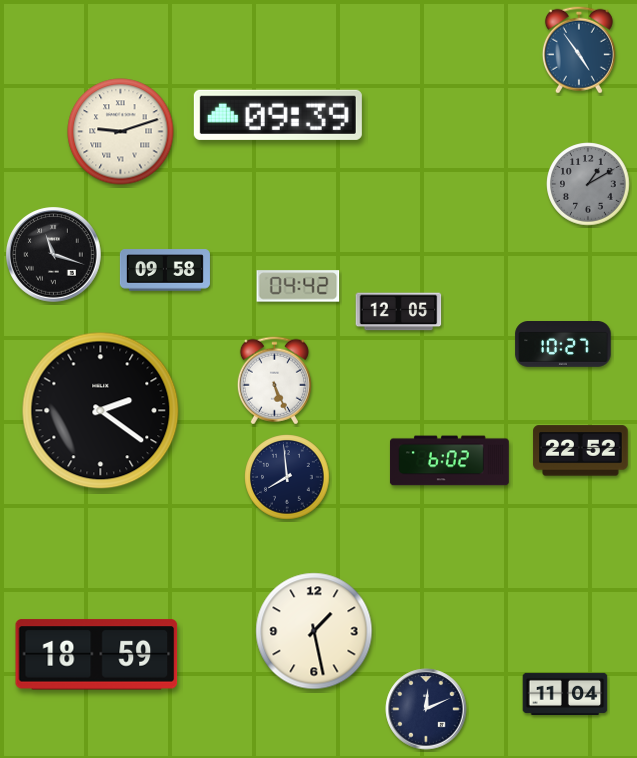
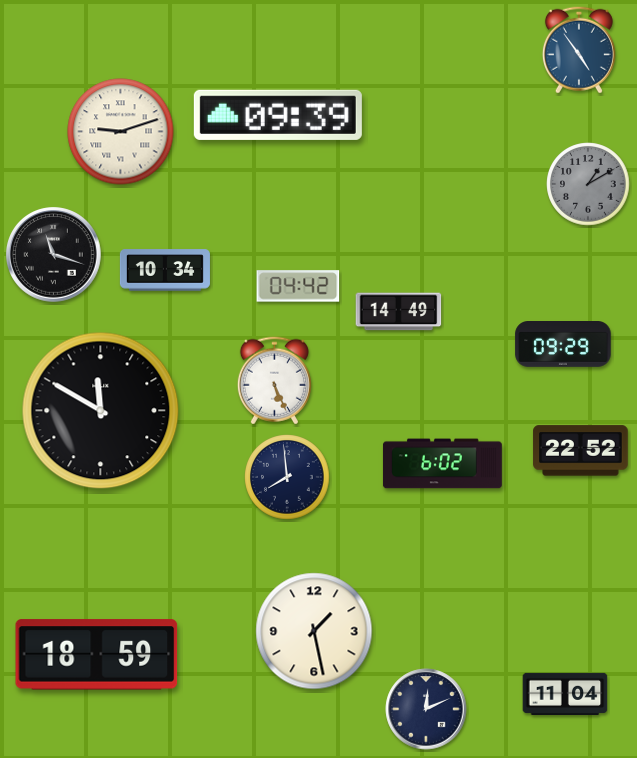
clock at (165, 270): 09:58 -> 10:34
clock at (399, 312): 12:05 -> 14:49
clock at (563, 344): 10:27 -> 09:29
clock at (101, 411): 2:21 -> 11:50
clock at (449, 461) position: (449, 461) -> (442, 464)
